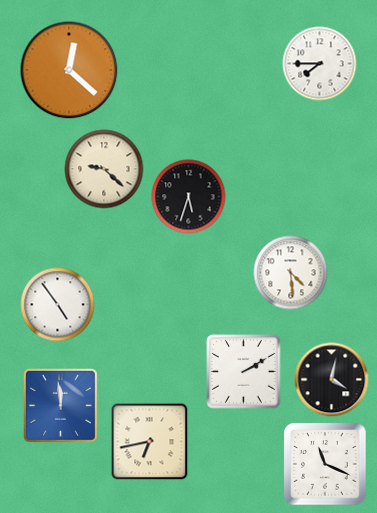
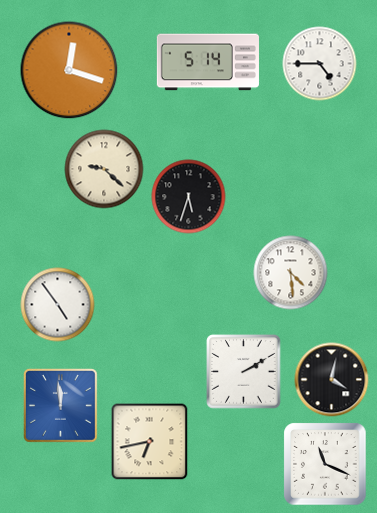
clock at (208, 62): none -> 5:14
clock at (320, 64): 7:45 -> 4:45
clock at (69, 70): 12:22 -> 12:18
